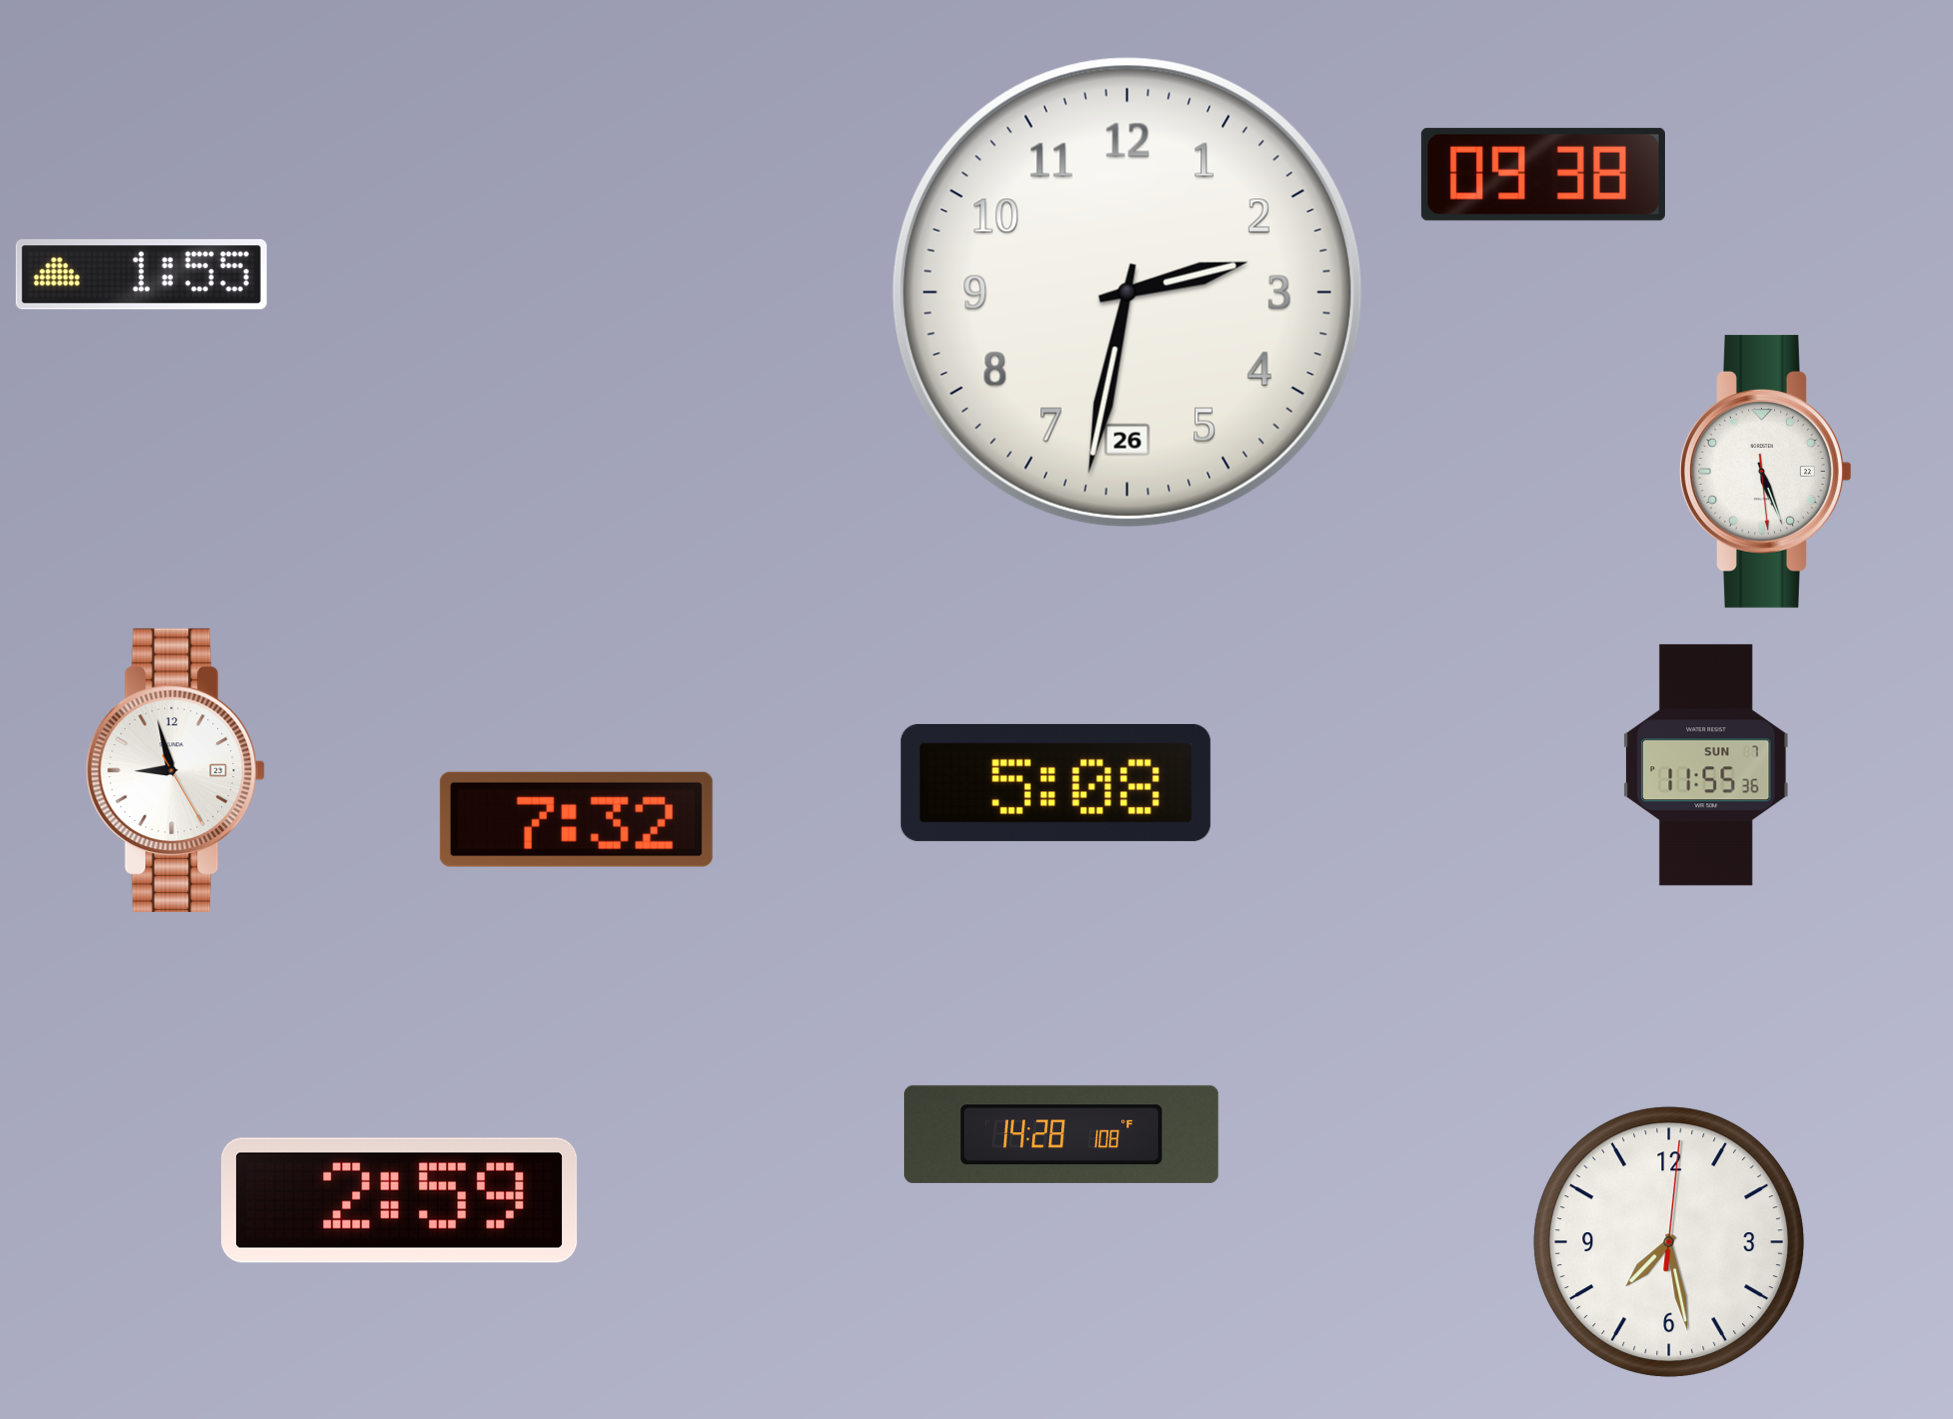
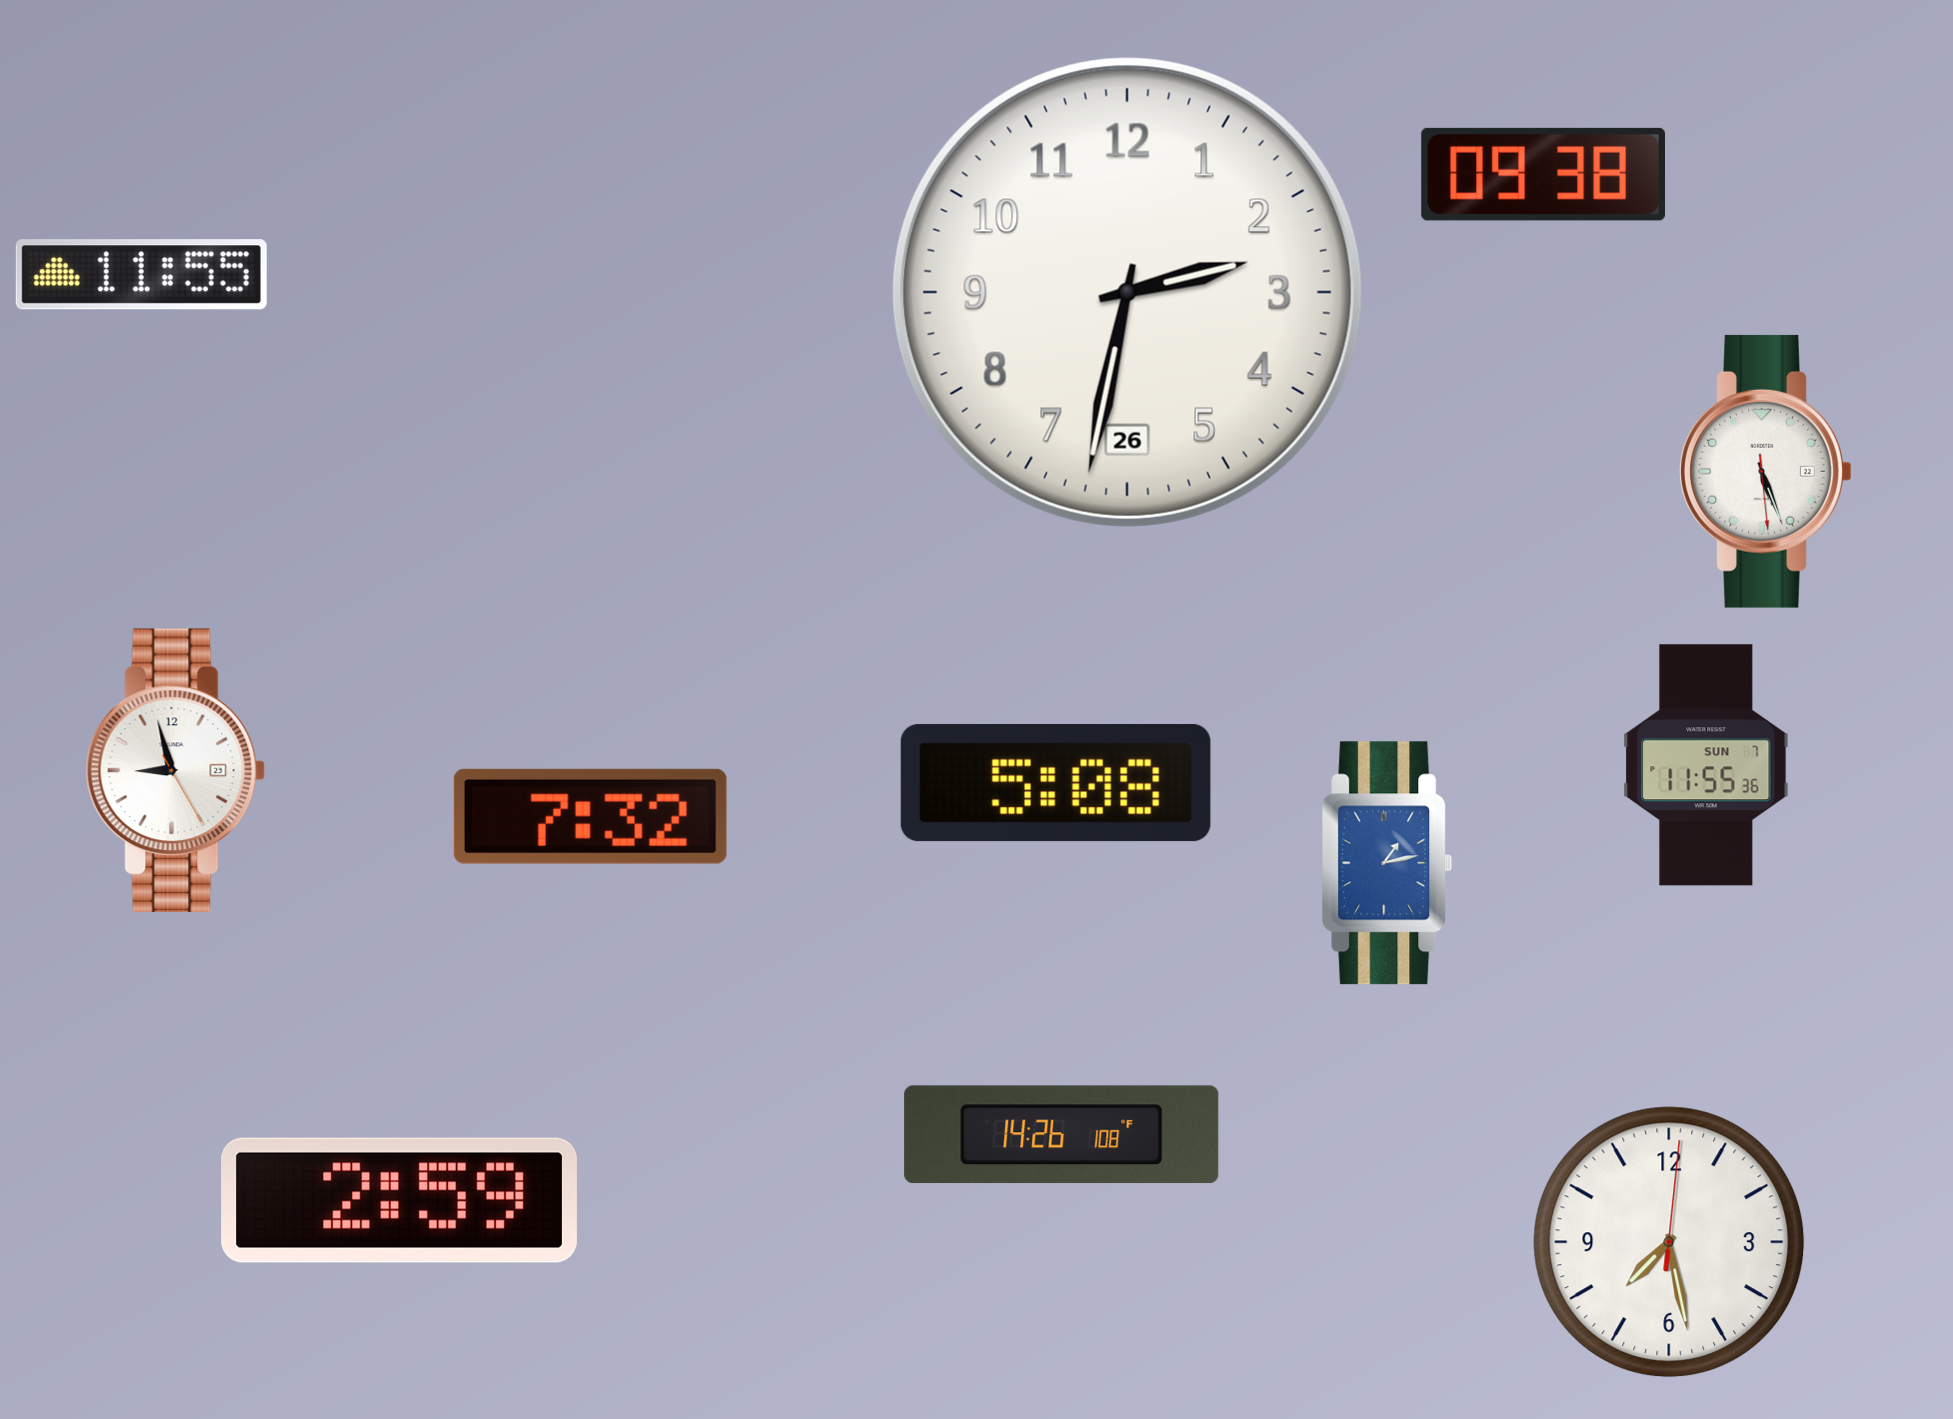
clock at (141, 275): 1:55 -> 11:55
clock at (576, 819) position: (576, 819) -> (590, 816)
clock at (1387, 863): none -> 1:13
clock at (1062, 1135): 14:28 -> 14:26
